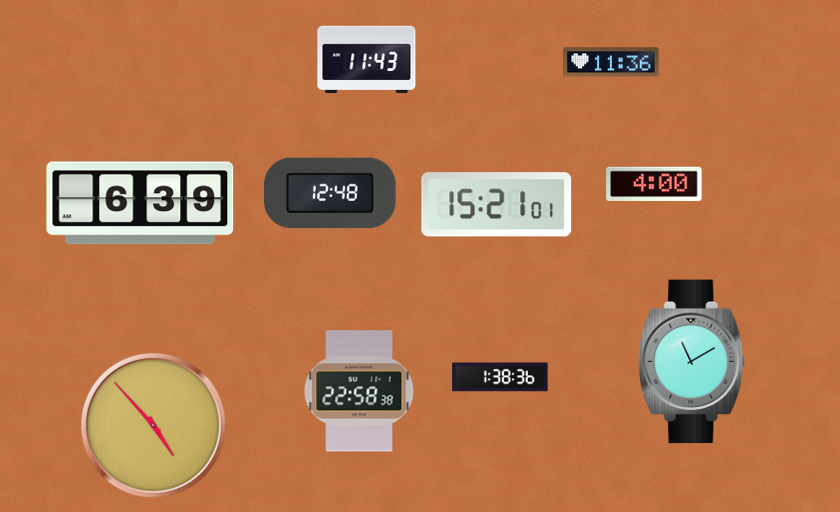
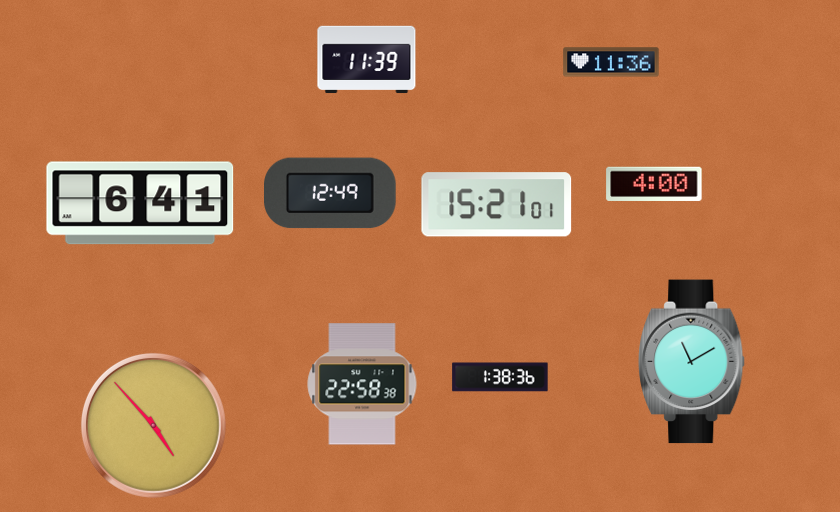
clock at (367, 60): 11:43 -> 11:39
clock at (331, 193): 12:48 -> 12:49
clock at (140, 203): 6:39 -> 6:41
clock at (359, 391) position: (359, 391) -> (362, 384)
